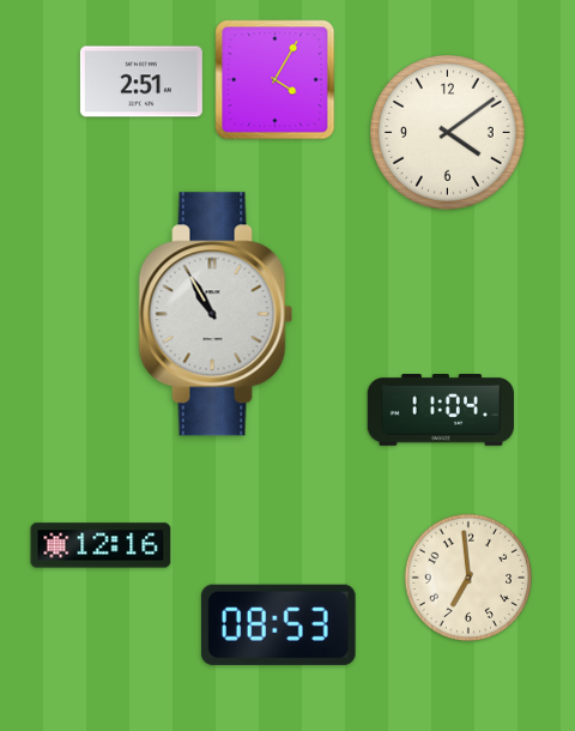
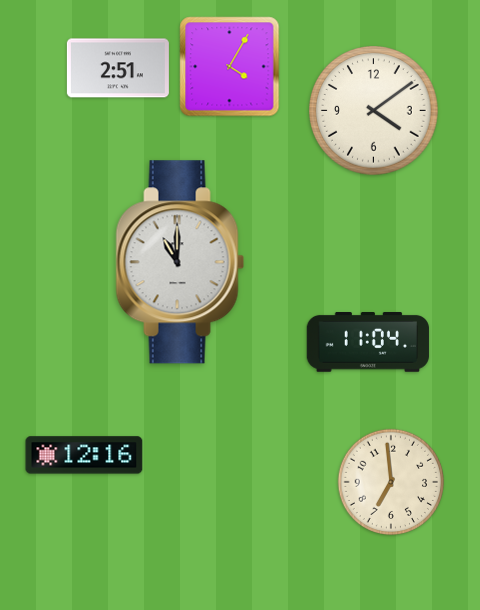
clock at (216, 314): 10:55 -> 11:00
clock at (278, 624): 08:53 -> none
